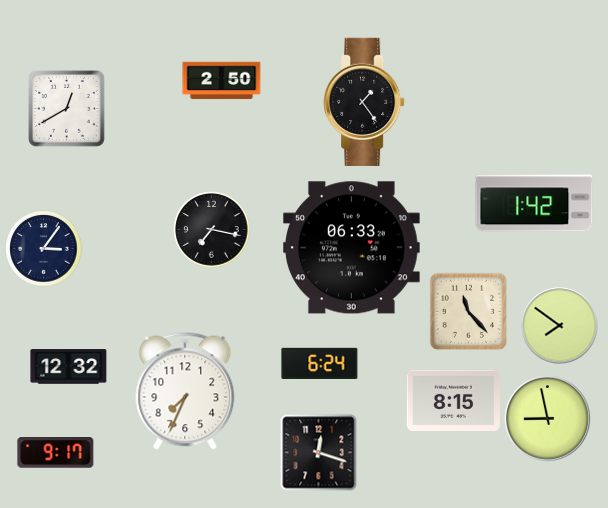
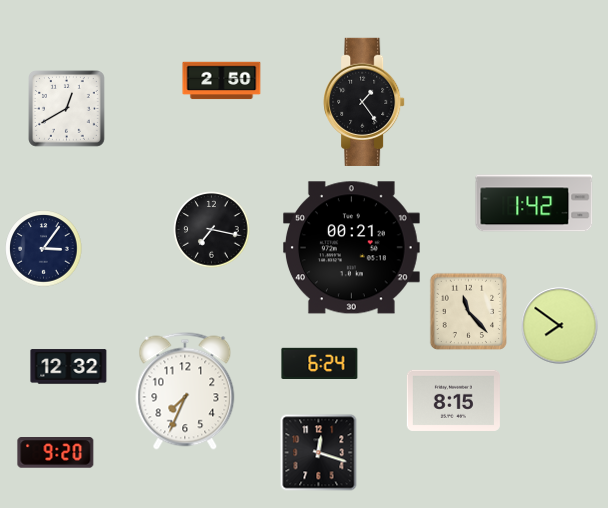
clock at (352, 248): 06:33 -> 00:21
clock at (548, 419): 8:58 -> none
clock at (56, 453): 9:17 -> 9:20
